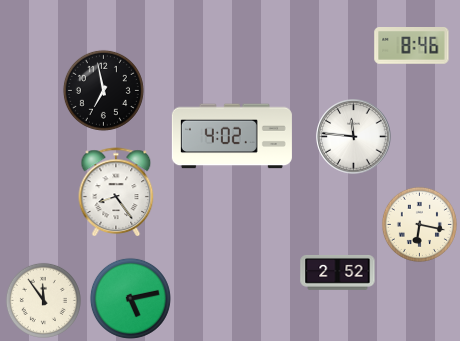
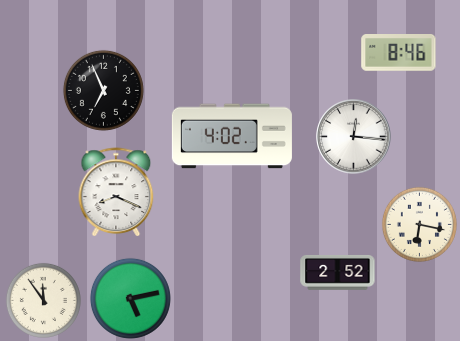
clock at (412, 46) position: (412, 46) -> (399, 53)
clock at (103, 90): 6:58 -> 6:56
clock at (354, 137): 11:46 -> 12:16
clock at (116, 192): 8:24 -> 8:19
